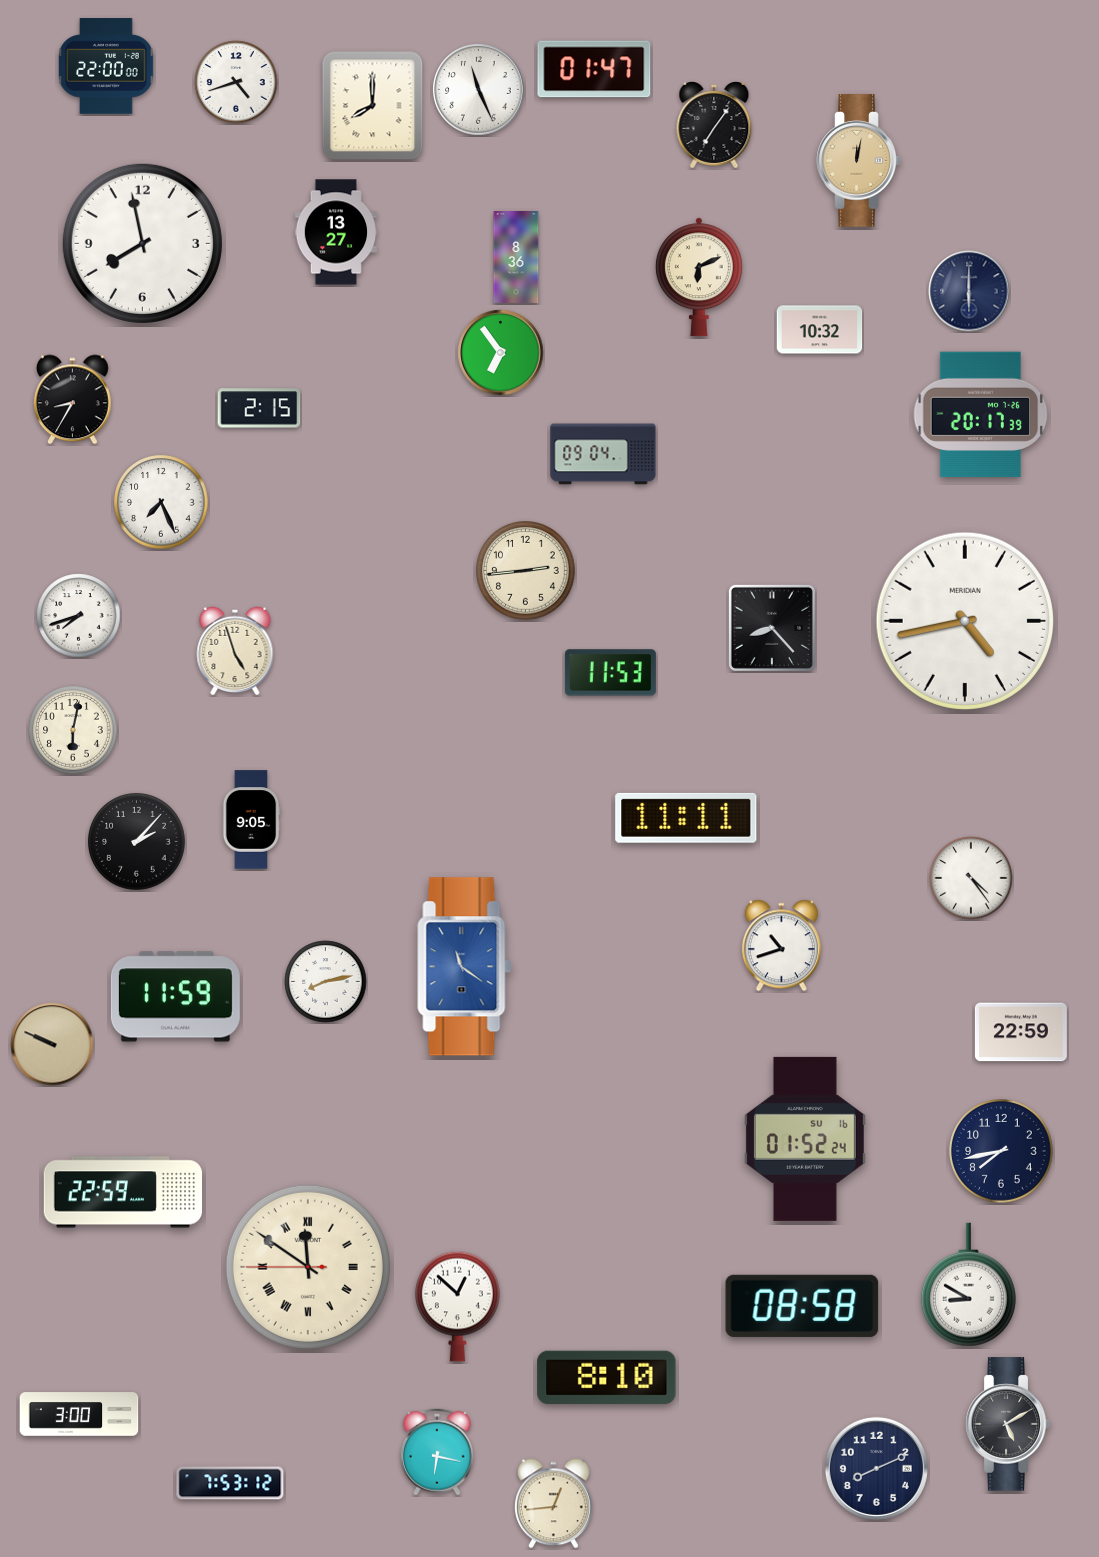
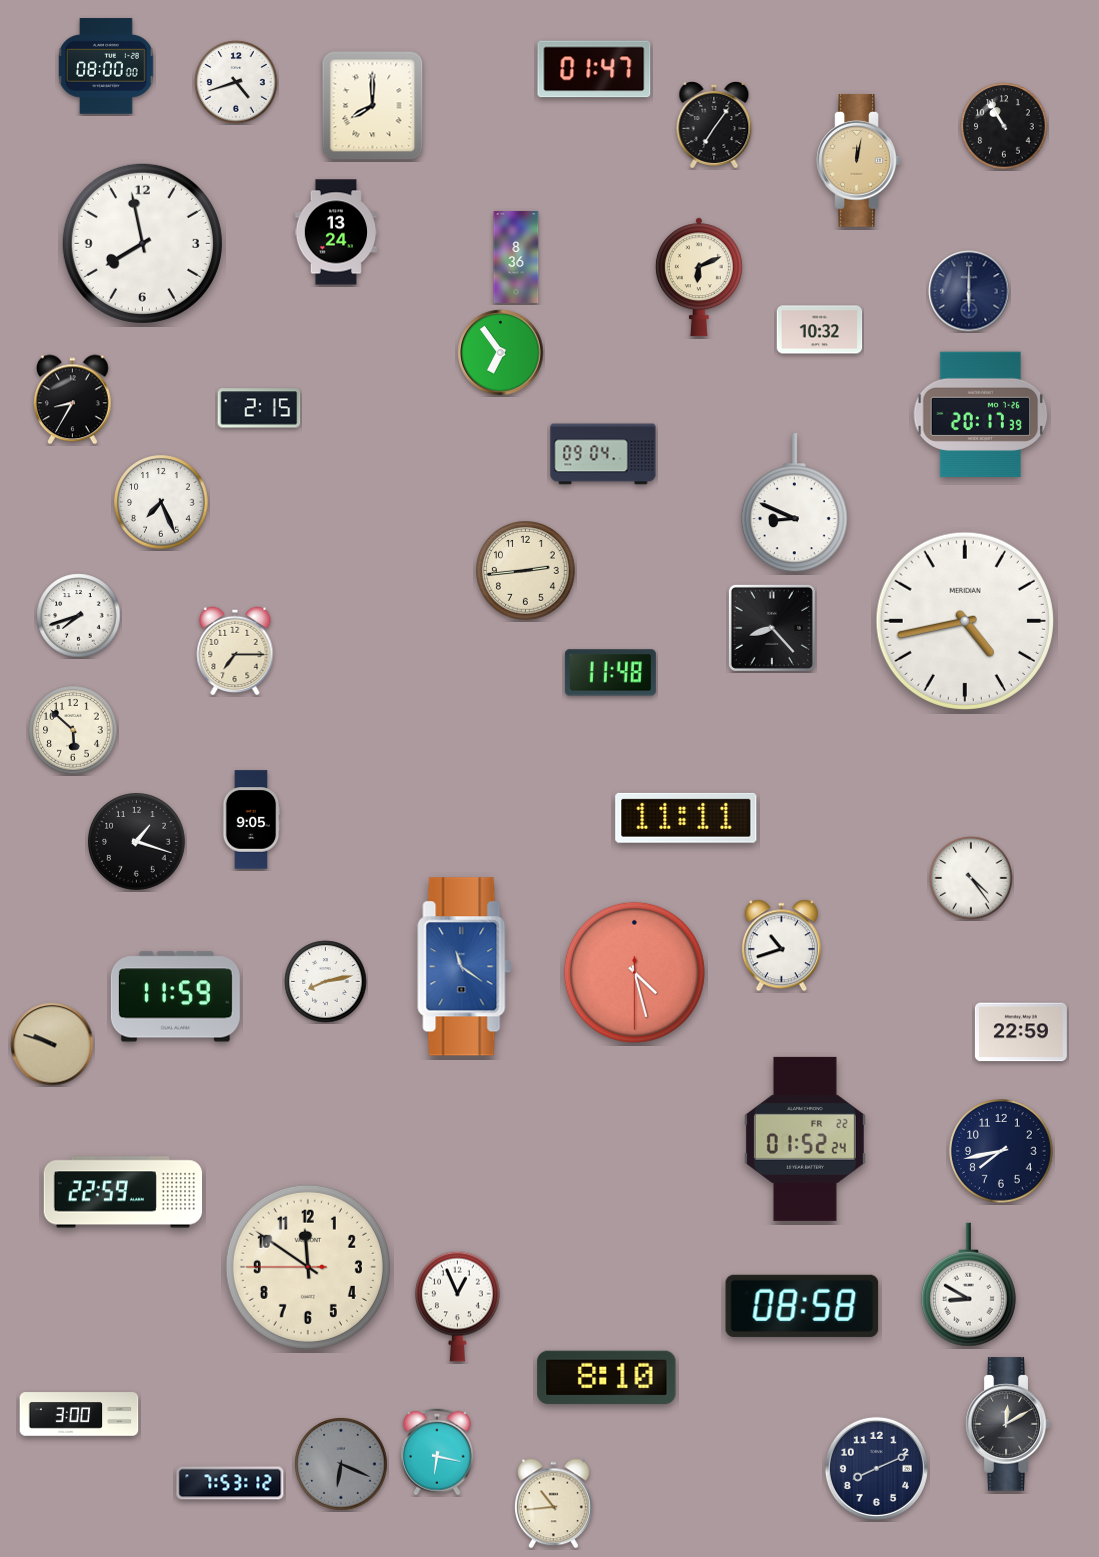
clock at (106, 66): 22:00 -> 08:00
clock at (479, 90): 11:26 -> none
clock at (1004, 126): none -> 10:55
clock at (336, 232): 13:27 -> 13:24
clock at (794, 503): none -> 8:49
clock at (235, 651): 4:57 -> 7:15
clock at (610, 673): 11:53 -> 11:48
clock at (73, 730): 6:02 -> 5:52
clock at (137, 842): 2:07 -> 1:18
clock at (634, 972): none -> 4:27
clock at (52, 1044): 9:49 -> 9:48
clock at (805, 1139) date: SU 16 -> FR 22
clock at (308, 1267) numerals: Roman -> Arabic
clock at (457, 1306): 12:52 -> 12:56
clock at (1008, 1424): 5:10 -> 12:10
clock at (341, 1464): none -> 6:19
clock at (554, 1504): 12:44 -> 10:44
